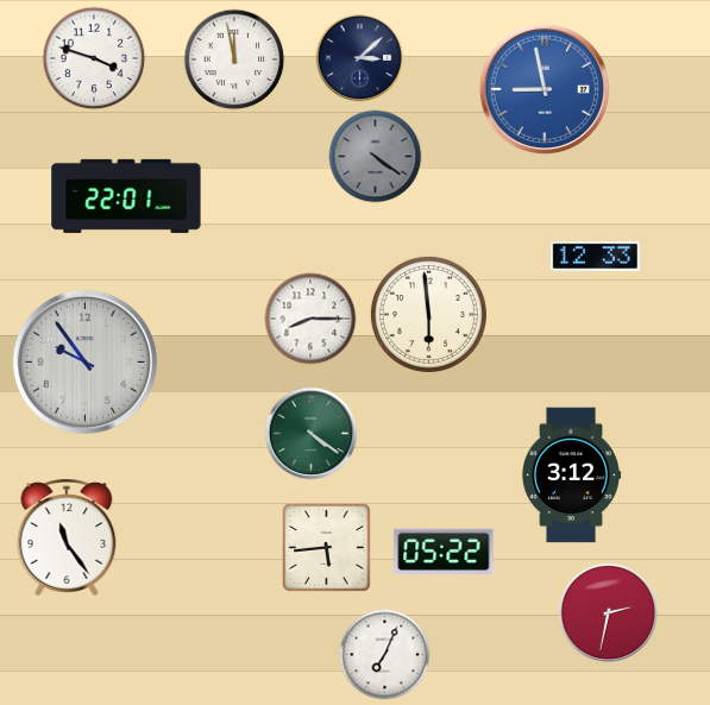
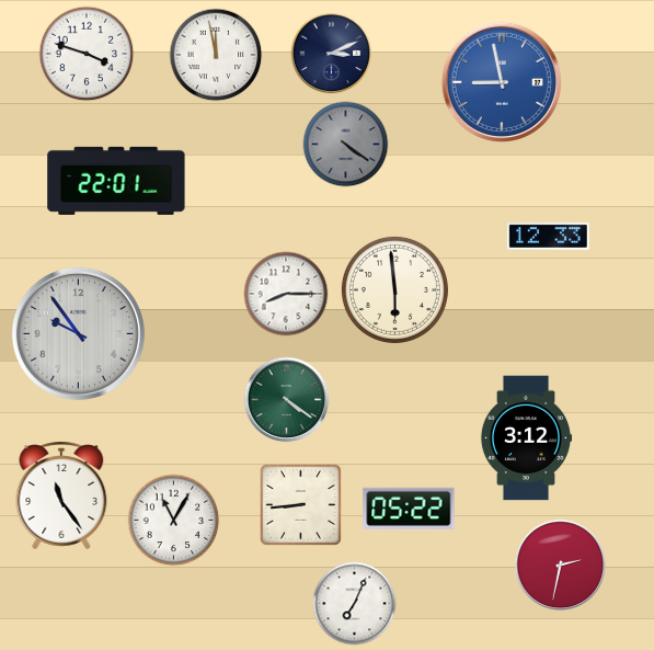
clock at (360, 58): 3:08 -> 3:11
clock at (327, 548): 5:44 -> 8:44
clock at (174, 521): none -> 11:05
